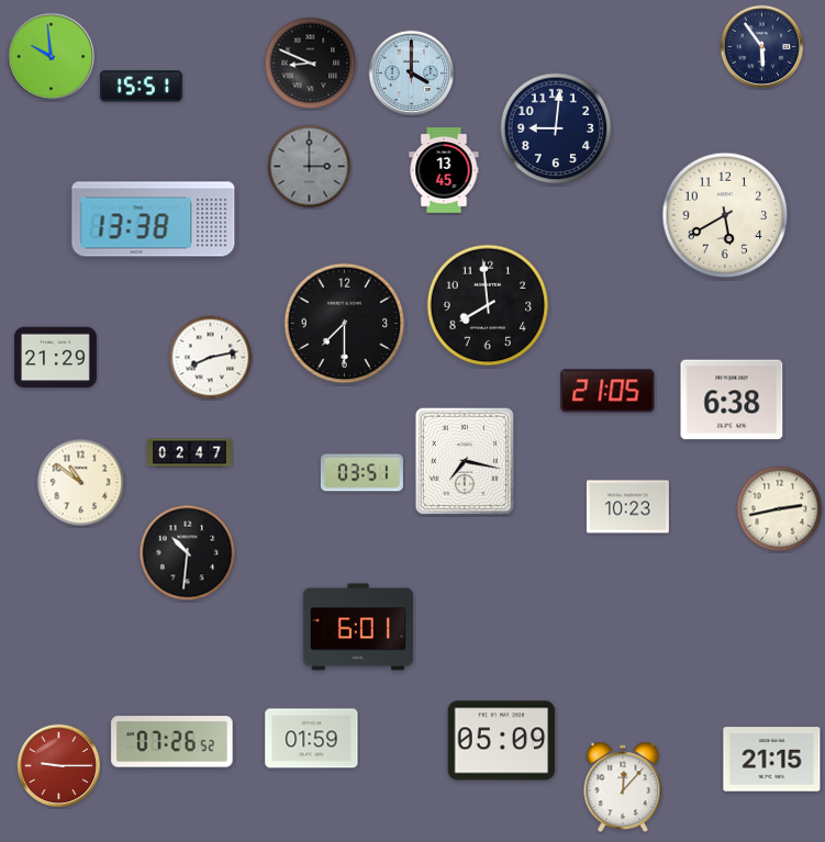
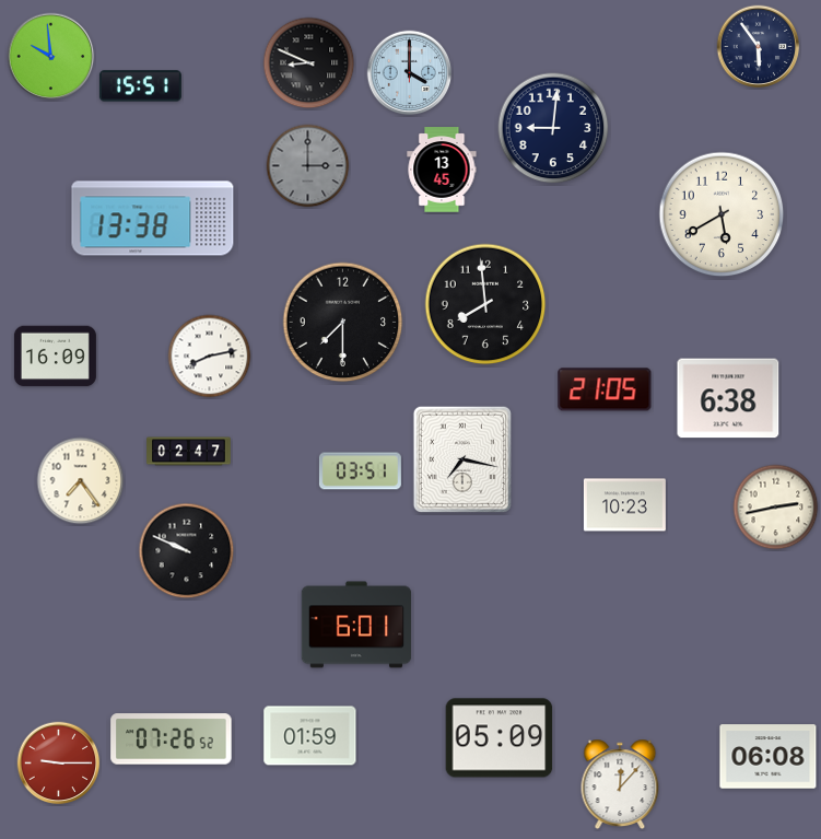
clock at (55, 358): 21:29 -> 16:09
clock at (81, 483): 10:51 -> 7:24
clock at (188, 553): 10:31 -> 9:49
clock at (772, 760): 21:15 -> 06:08
